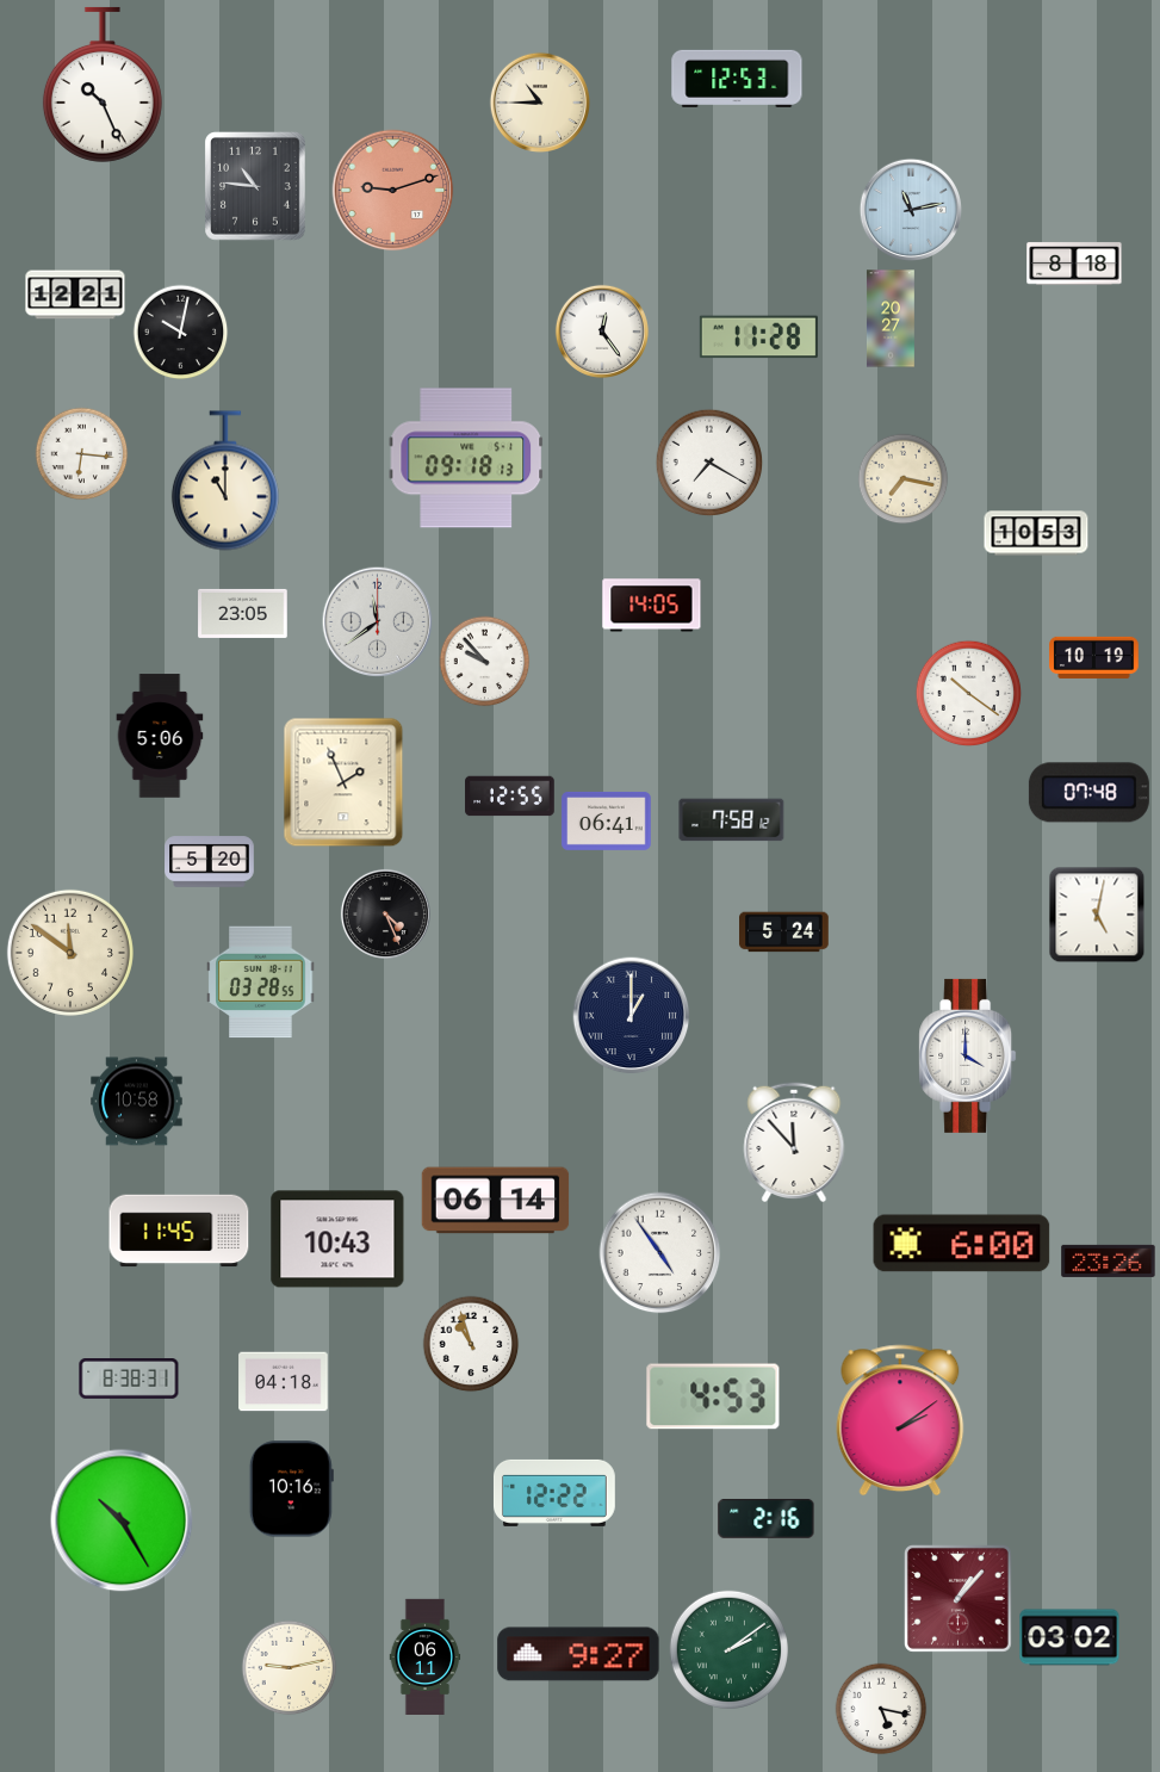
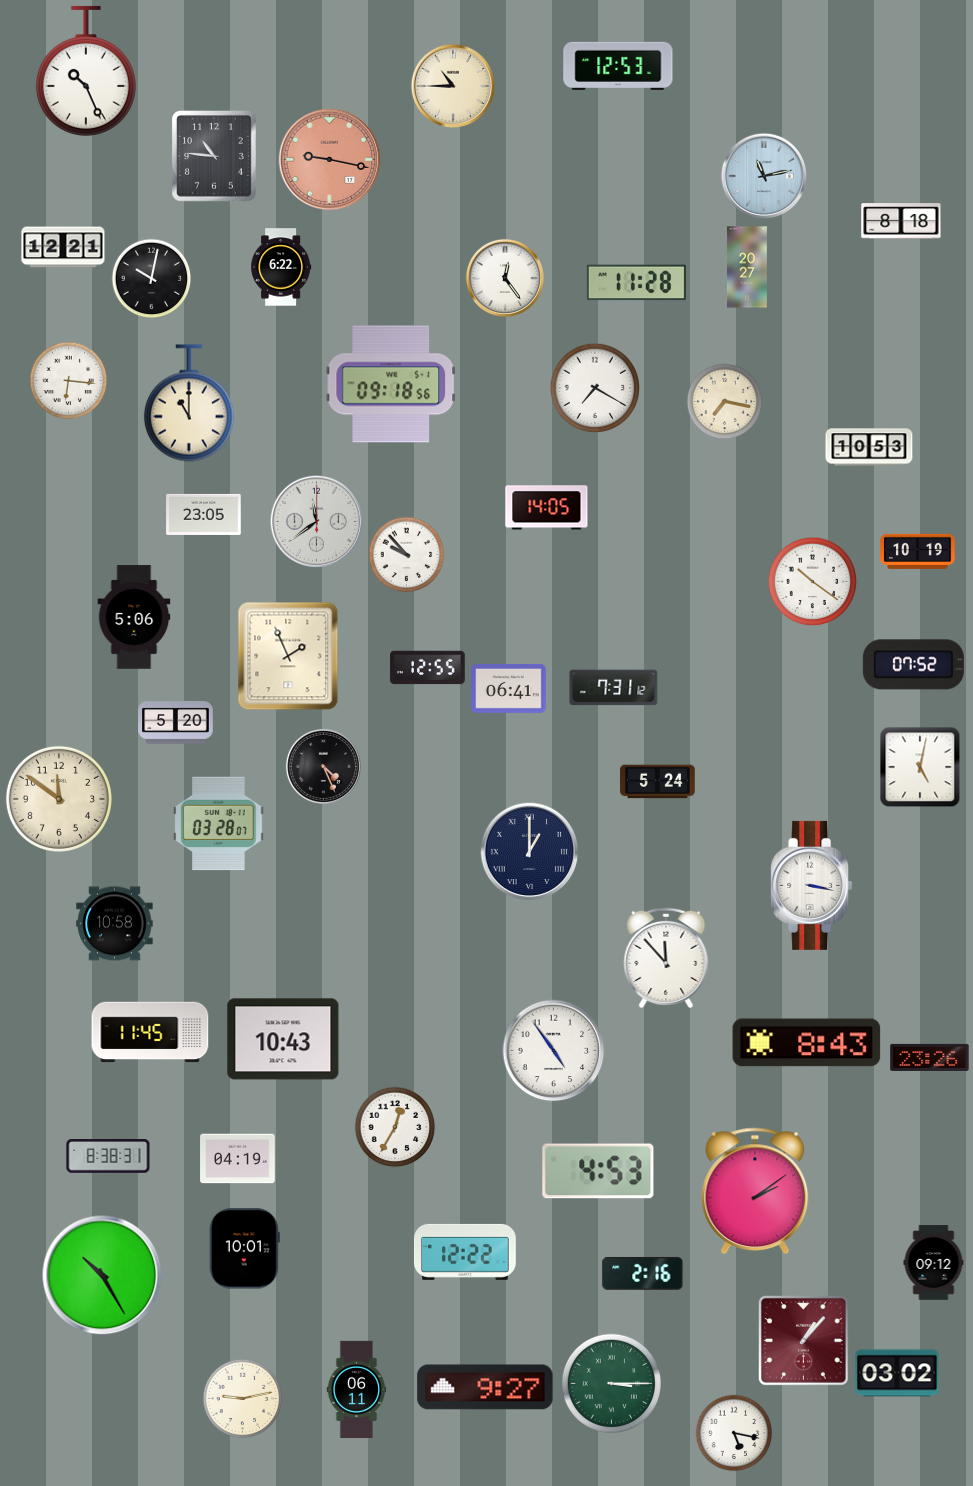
clock at (393, 191): 9:12 -> 9:17
clock at (281, 267): none -> 6:22
clock at (466, 458): 09:18:13 -> 09:18:56
clock at (904, 479) position: (904, 479) -> (725, 402)
clock at (1088, 793): 07:48 -> 07:52
clock at (732, 820): 7:58 -> 7:31
clock at (261, 983): 03:28:55 -> 03:28:07
clock at (968, 1055): 4:00 -> 3:17
clock at (496, 1201): 06:14 -> none
clock at (962, 1244): 6:00 -> 8:43
clock at (471, 1344): 10:57 -> 12:35
clock at (284, 1382): 04:18 -> 04:19
clock at (291, 1489): 10:16 -> 10:01
clock at (934, 1263): none -> 09:12
clock at (728, 1649): 2:09 -> 3:15
clock at (881, 1709) position: (881, 1709) -> (734, 1433)
